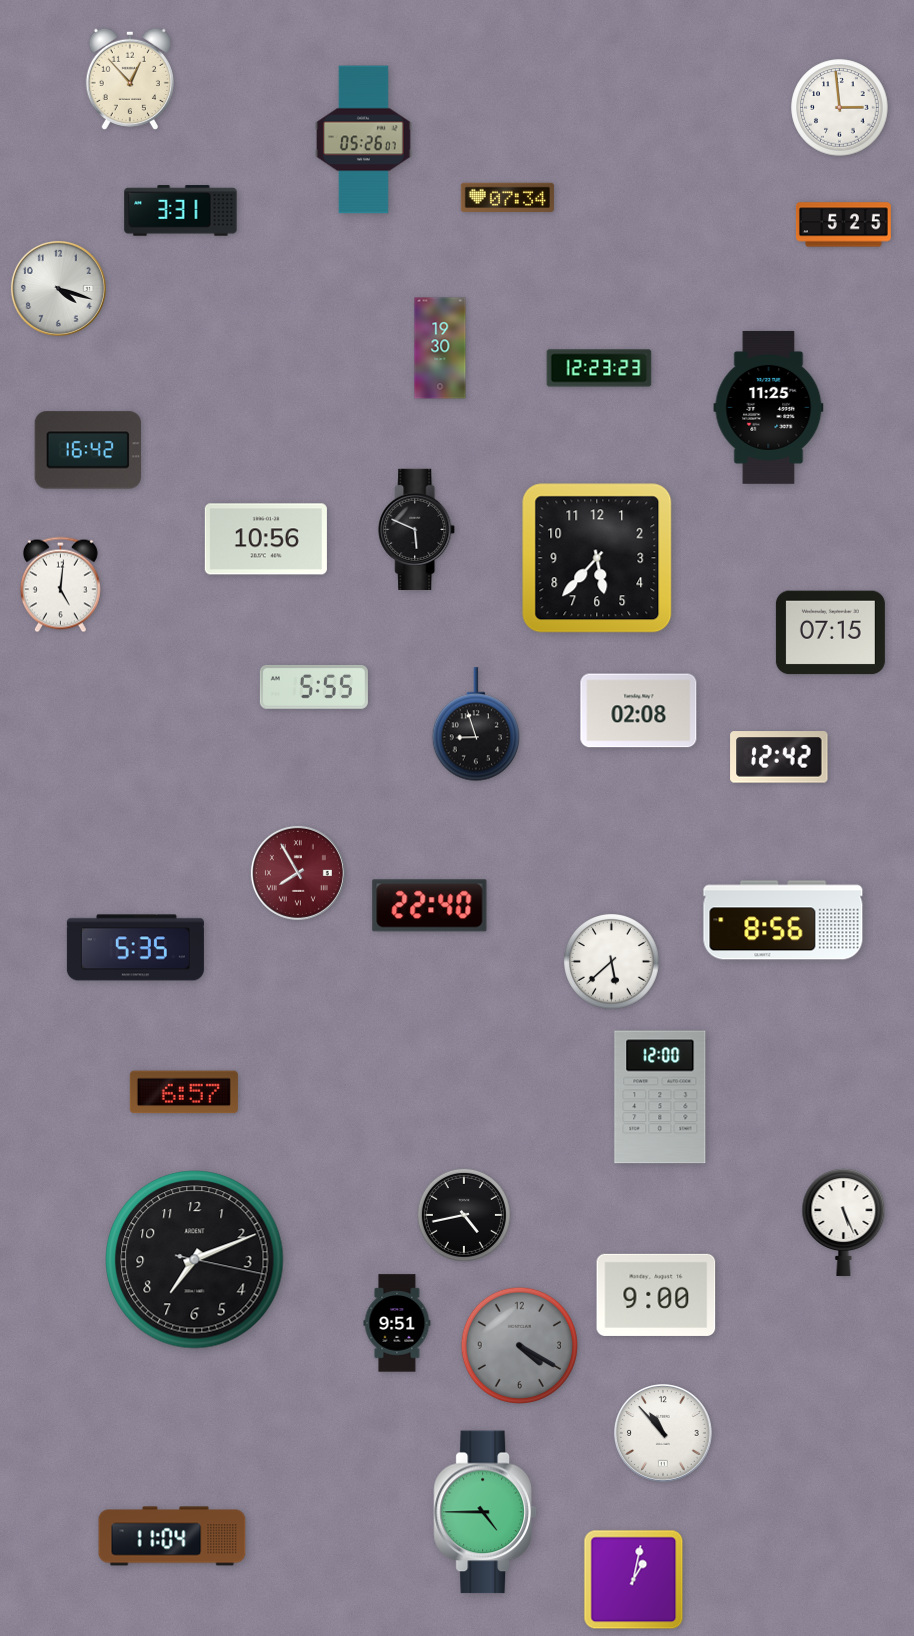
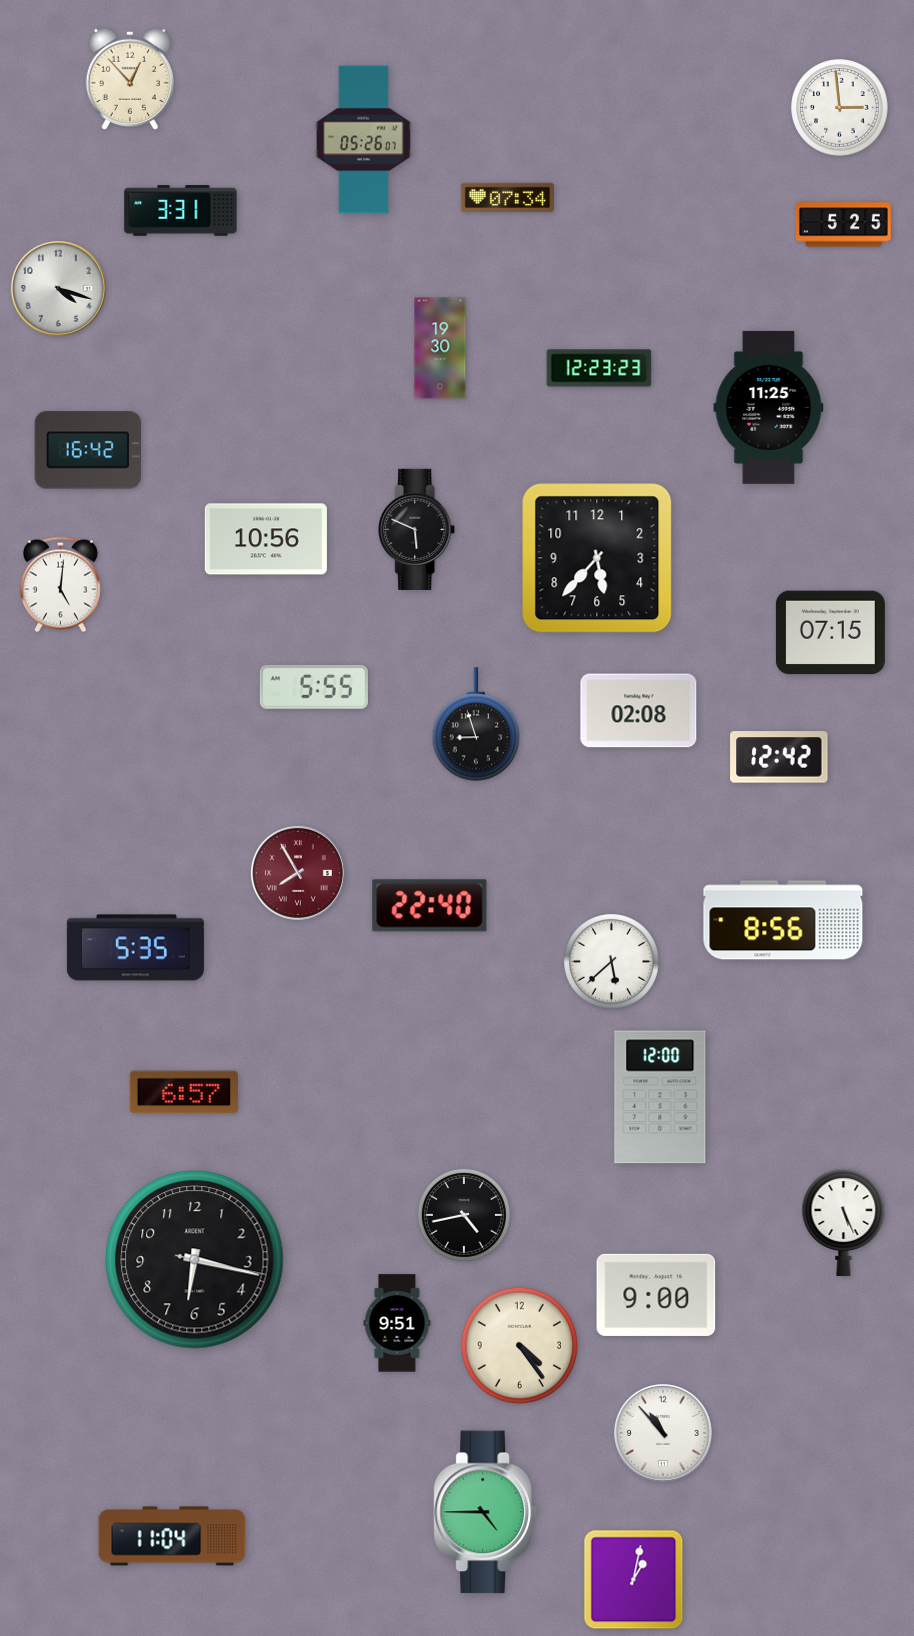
clock at (195, 1260): 7:11 -> 6:17
clock at (519, 1345): 4:20 -> 4:24
clock at (519, 1345) dial: grey -> cream
